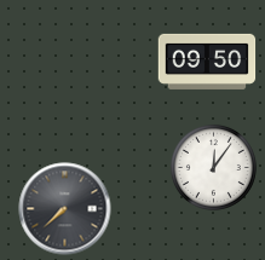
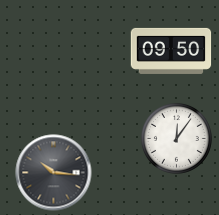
clock at (65, 209): 7:38 -> 10:16
